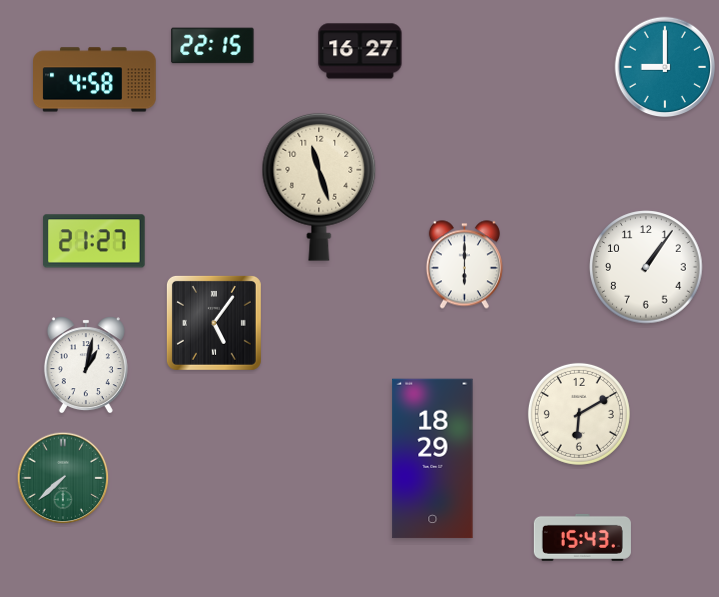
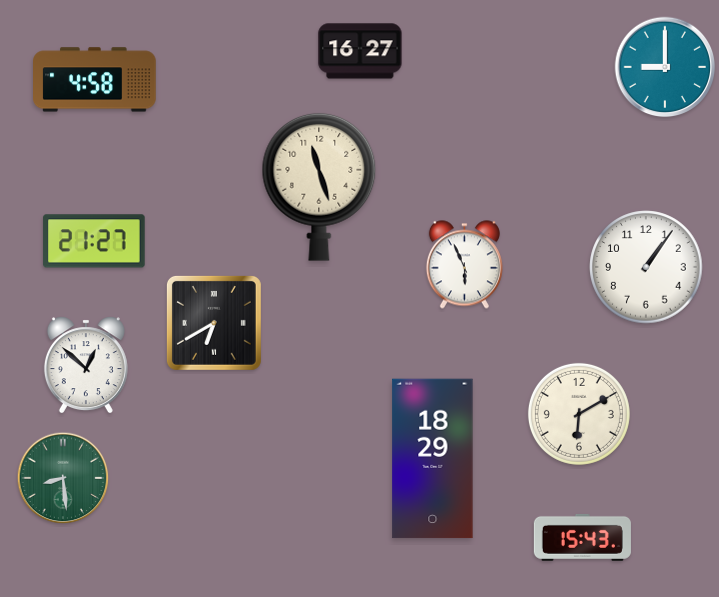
clock at (213, 46): 22:15 -> none
clock at (464, 265): 6:00 -> 5:56
clock at (214, 323): 5:06 -> 6:40
clock at (86, 365): 1:02 -> 12:52
clock at (63, 478): 7:38 -> 8:29
